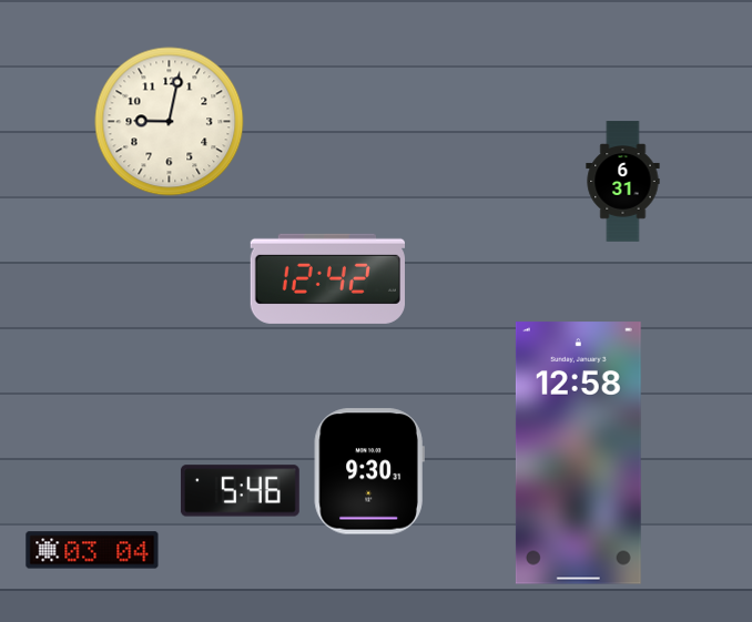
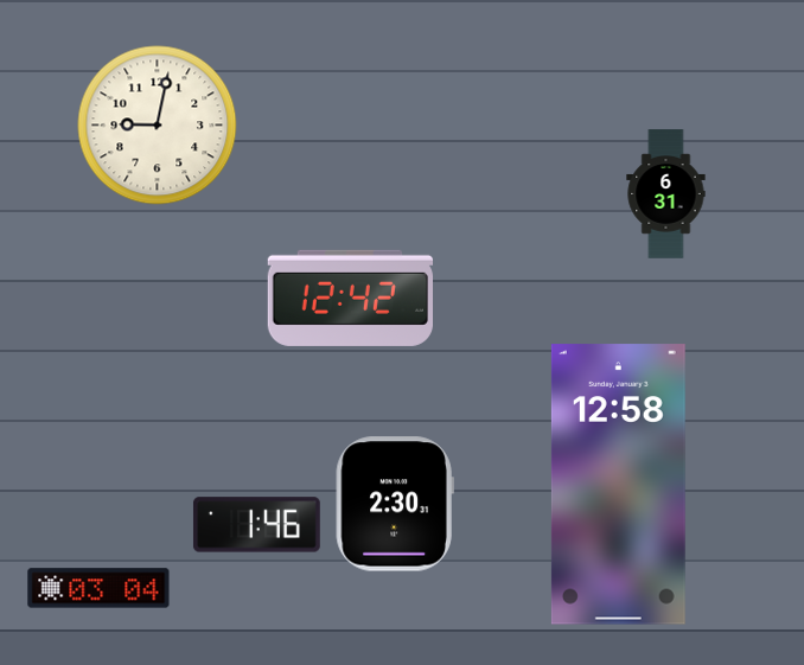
clock at (170, 122) position: (170, 122) -> (158, 126)
clock at (369, 471): 9:30 -> 2:30
clock at (240, 491): 5:46 -> 1:46
